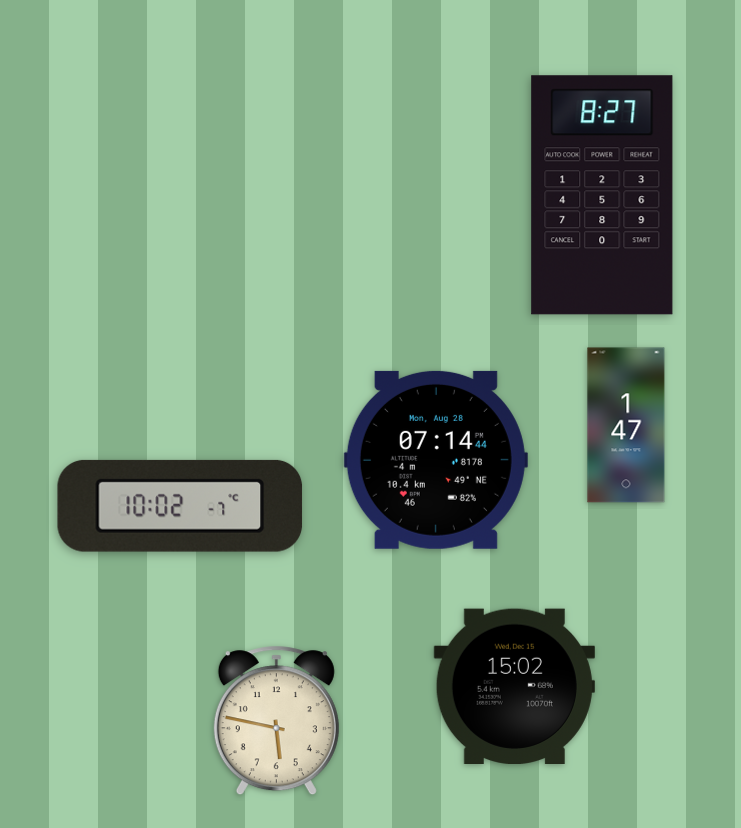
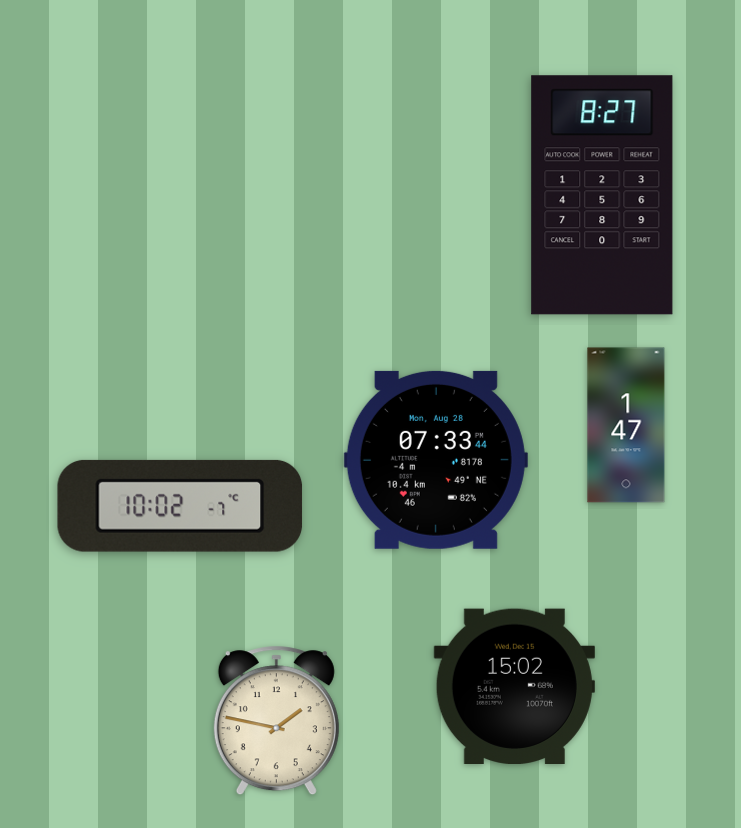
clock at (436, 460): 07:14 -> 07:33
clock at (276, 721): 5:47 -> 1:47
